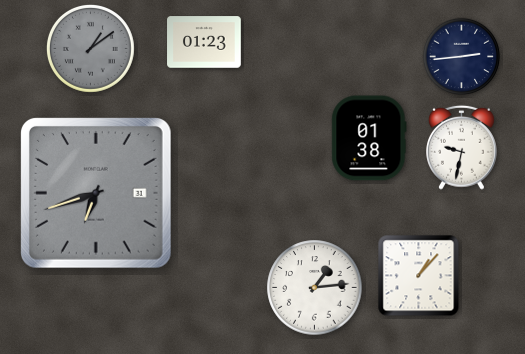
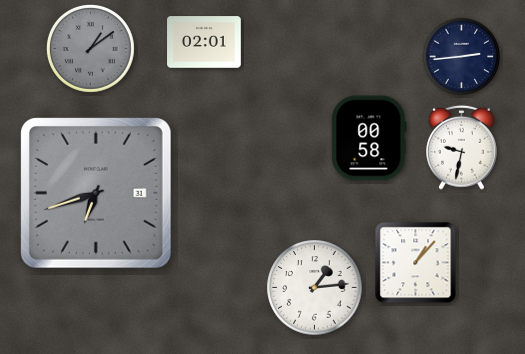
clock at (204, 42): 01:23 -> 02:01
clock at (369, 138): 01:38 -> 00:58
clock at (419, 276) position: (419, 276) -> (416, 263)
